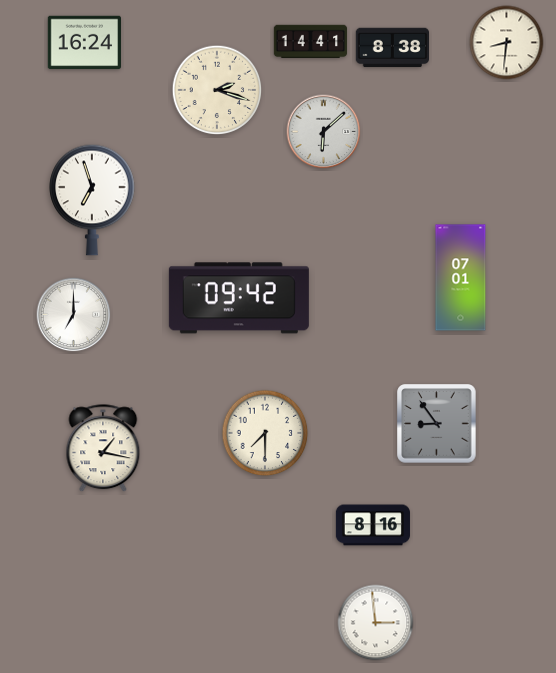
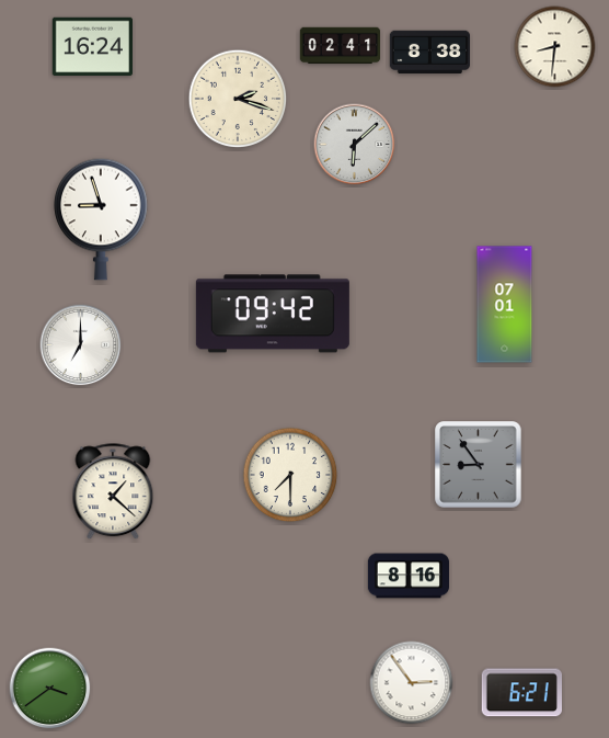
clock at (311, 42): 14:41 -> 02:41
clock at (92, 200): 6:57 -> 8:57
clock at (239, 298) position: (239, 298) -> (273, 314)
clock at (103, 449): 1:17 -> 1:22
clock at (376, 623): 2:59 -> 2:54
clock at (50, 689): none -> 3:39
clock at (521, 693): none -> 6:21
